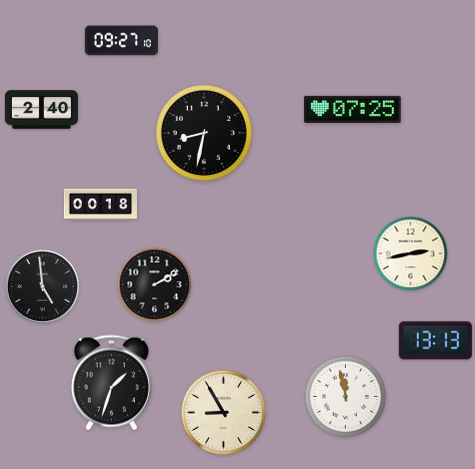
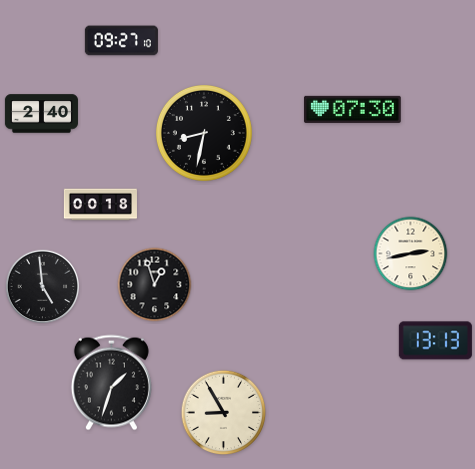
clock at (352, 109): 07:25 -> 07:30
clock at (41, 110) position: (41, 110) -> (41, 114)
clock at (155, 285): 2:10 -> 12:57
clock at (346, 397): 11:58 -> none
